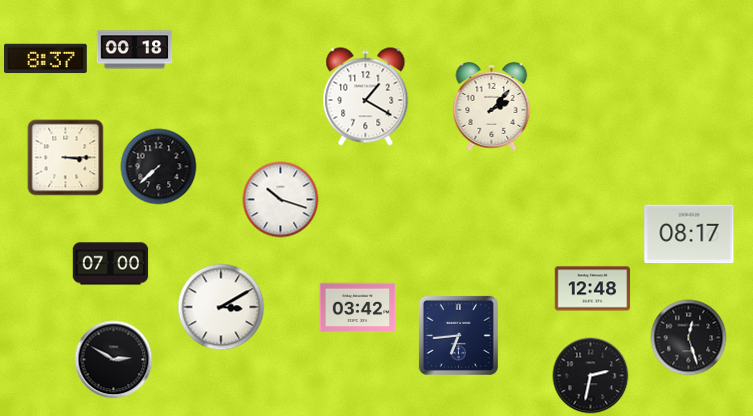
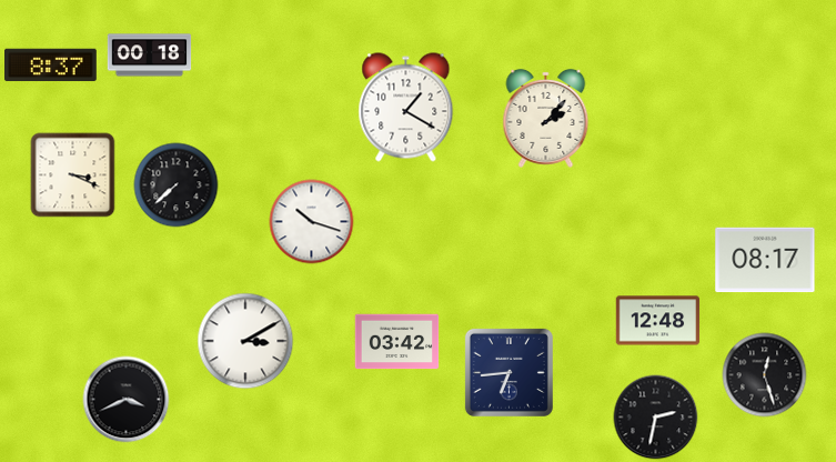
clock at (66, 158): 3:15 -> 3:19
clock at (111, 264): 07:00 -> none
clock at (114, 360): 2:50 -> 3:41
